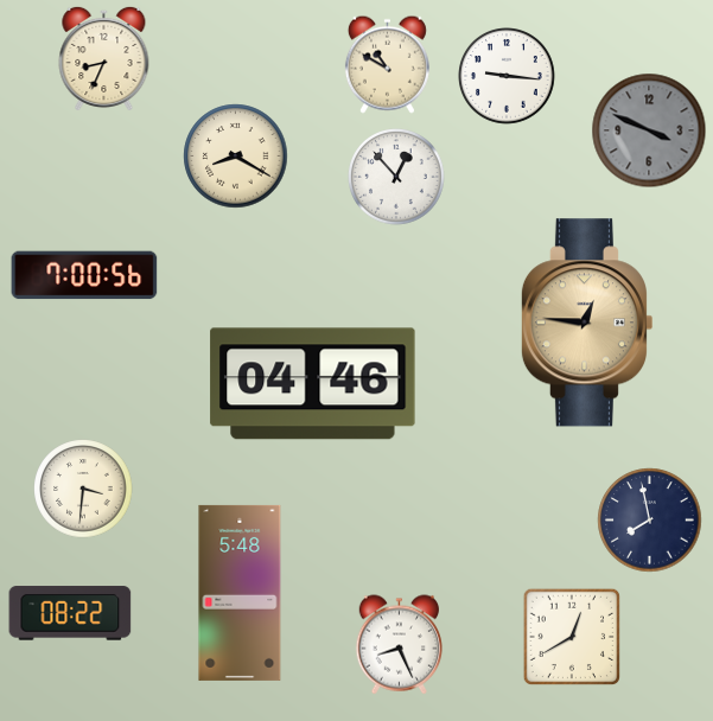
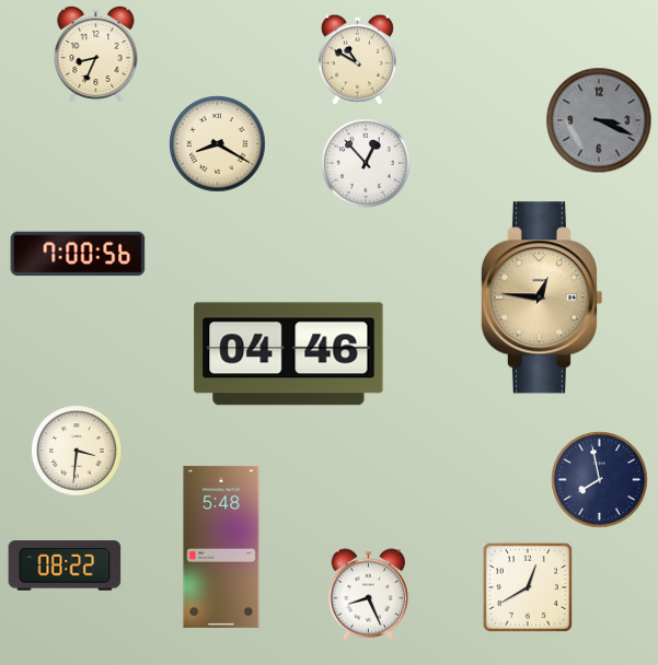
clock at (508, 77): 9:16 -> none
clock at (649, 130): 3:49 -> 3:19
